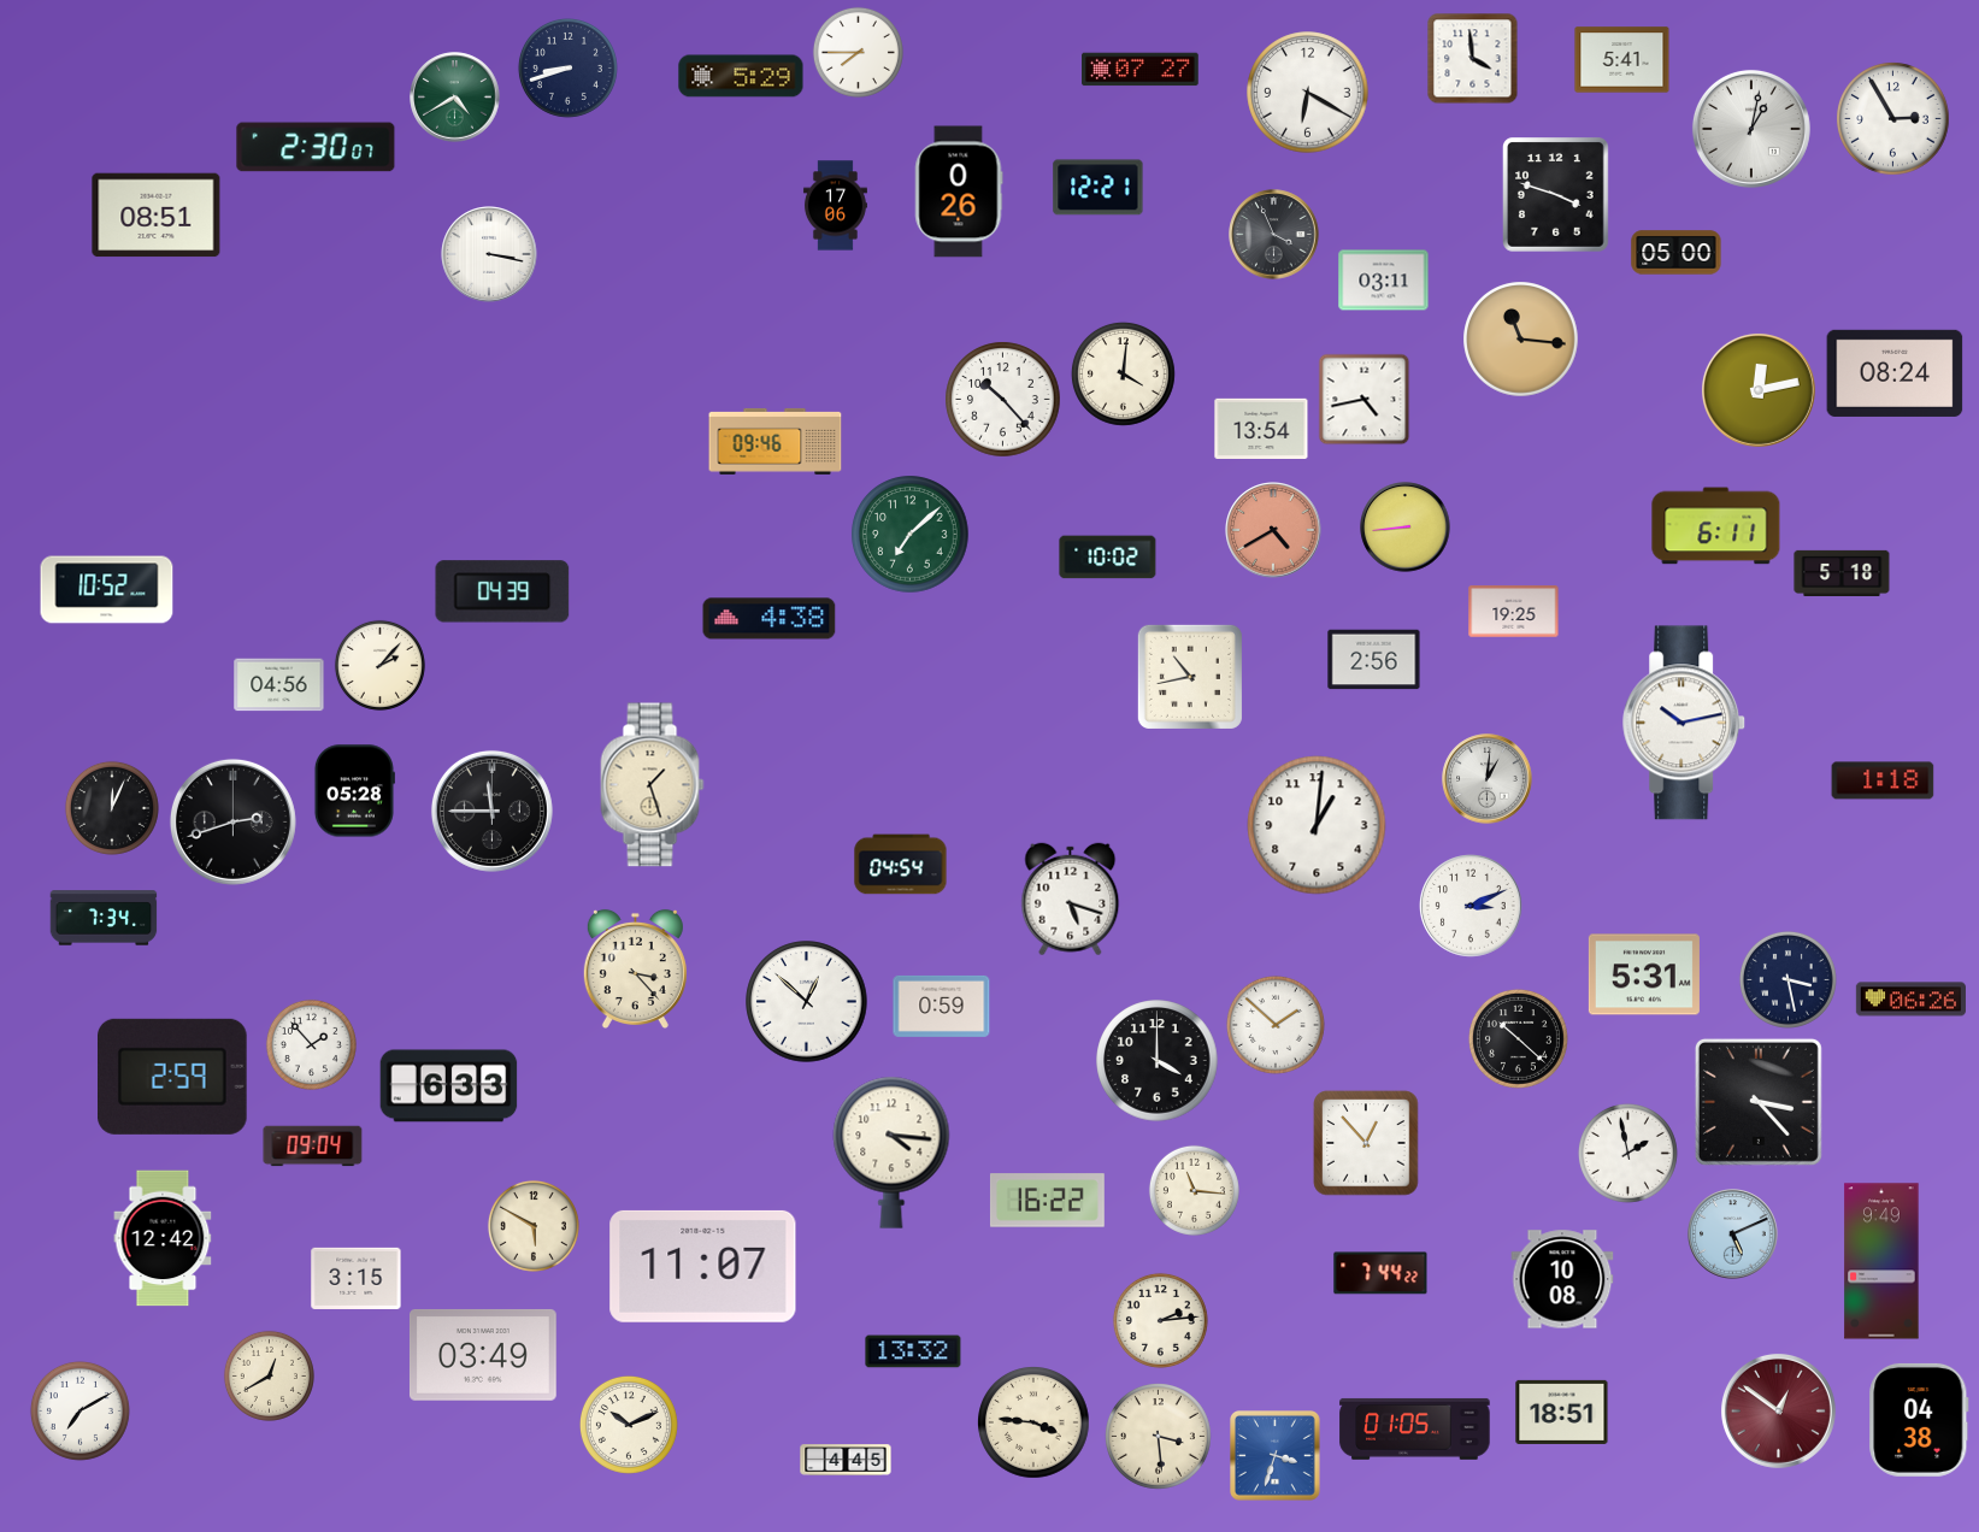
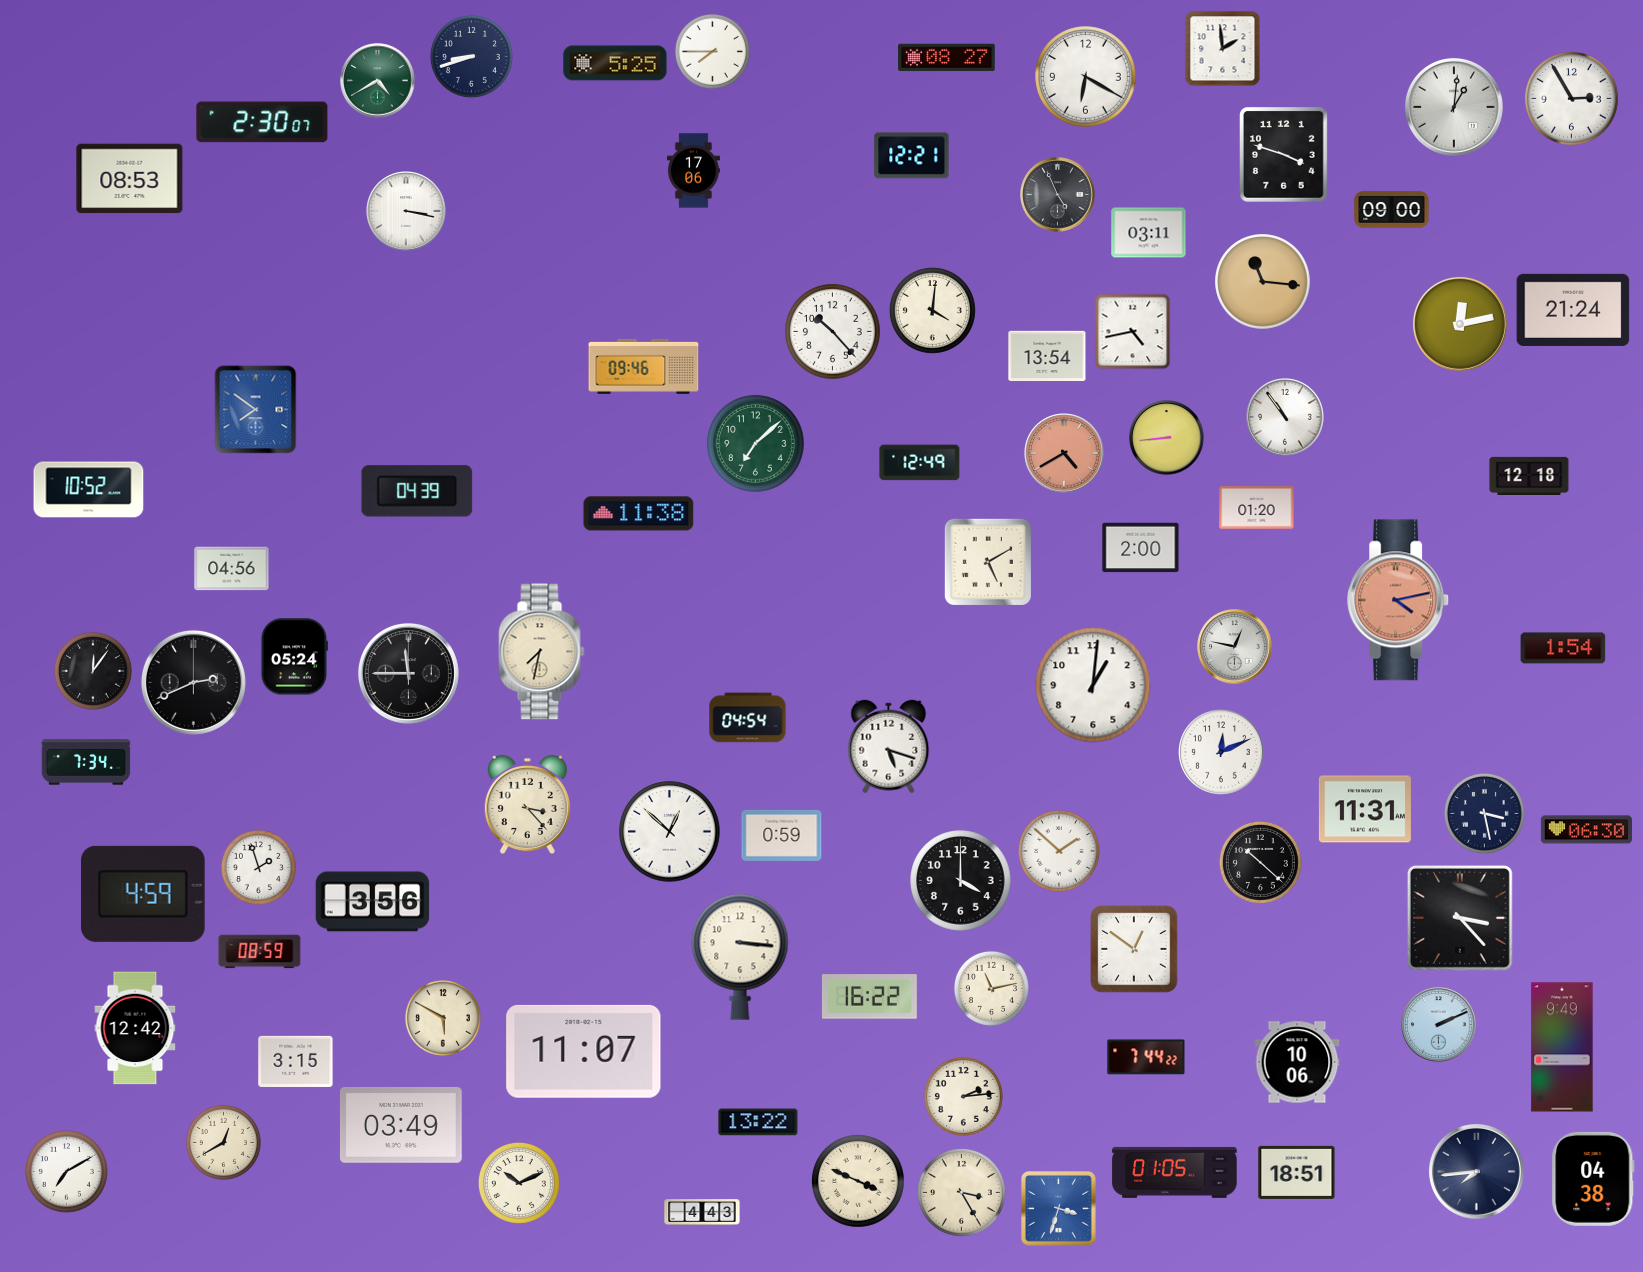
clock at (858, 52) position: (858, 52) -> (712, 51)
clock at (1473, 59): 3:59 -> 1:59
clock at (1622, 60): 5:41 -> none
clock at (1141, 70): 07:27 -> 08:27
clock at (741, 76): 5:29 -> 5:25
clock at (1751, 129): 1:02 -> 1:01
clock at (959, 191): 0:26 -> none
clock at (1556, 195) position: (1556, 195) -> (1284, 155)
clock at (157, 216): 08:51 -> 08:53
clock at (1274, 235): 3:56 -> 4:56
clock at (1677, 253): 05:00 -> 09:00
clock at (1895, 373): 08:24 -> 21:24
clock at (256, 410): none -> 7:51
clock at (1285, 417): none -> 10:54
clock at (1716, 526): 6:11 -> none
clock at (1273, 530) position: (1273, 530) -> (1064, 453)
clock at (1108, 558): 10:02 -> 12:49
clock at (1842, 572): 5:18 -> 12:18
clock at (1514, 612): 19:25 -> 01:20
clock at (770, 619): 4:38 -> 11:38
clock at (1374, 660): 2:56 -> 2:00
clock at (379, 665): 2:07 -> none
clock at (1190, 677): 10:43 -> 5:10
clock at (1685, 723): 10:13 -> 4:13
clock at (1685, 723) dial: white -> salmon
clock at (1488, 779): 1:01 -> 12:47
clock at (1883, 780): 1:18 -> 1:54
clock at (653, 785): 1:27 -> 7:32
clock at (354, 791): 05:28 -> 05:24
clock at (112, 808): 12:04 -> 12:06
clock at (232, 821): 2:42 -> 2:41
clock at (1471, 906): 3:11 -> 12:11
clock at (1644, 974): 5:31 -> 11:31
clock at (1910, 1000): 06:26 -> 06:30
clock at (311, 1044): 1:53 -> 1:57
clock at (173, 1077): 2:59 -> 4:59
clock at (449, 1086): 6:33 -> 3:56
clock at (1759, 1102) position: (1759, 1102) -> (1460, 918)
clock at (1366, 1143): 12:53 -> 12:51
clock at (313, 1147): 09:04 -> 08:59
clock at (891, 1153): 4:16 -> 3:16
clock at (1627, 1153): 1:58 -> none
clock at (1194, 1190): 11:16 -> 11:13
clock at (1733, 1235): 5:11 -> 2:11
clock at (1562, 1279): 10:08 -> 10:06
clock at (913, 1351): 13:32 -> 13:22
clock at (1778, 1410): 12:51 -> 7:44
clock at (1778, 1410) dial: burgundy -> navy
clock at (1035, 1424): 3:46 -> 3:49
clock at (629, 1425) position: (629, 1425) -> (519, 1183)
clock at (1415, 1428) position: (1415, 1428) -> (1175, 1172)
clock at (1159, 1437): 3:29 -> 3:25
clock at (846, 1460): 4:45 -> 4:43
